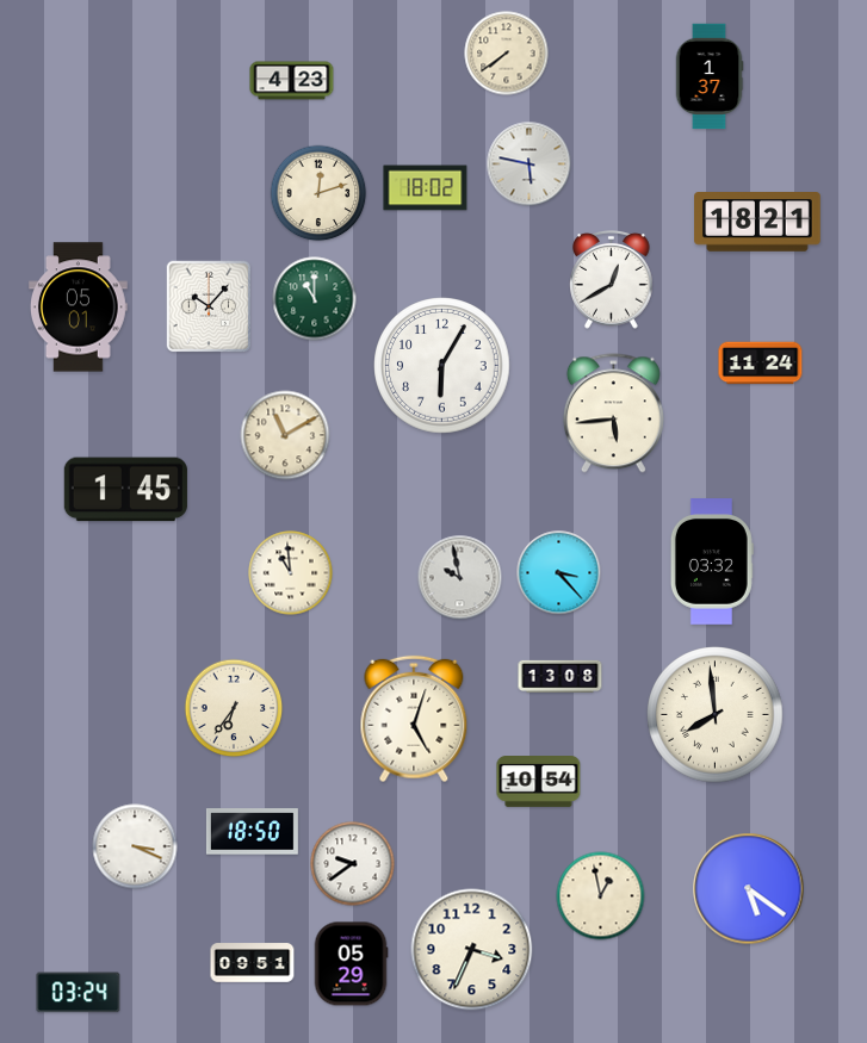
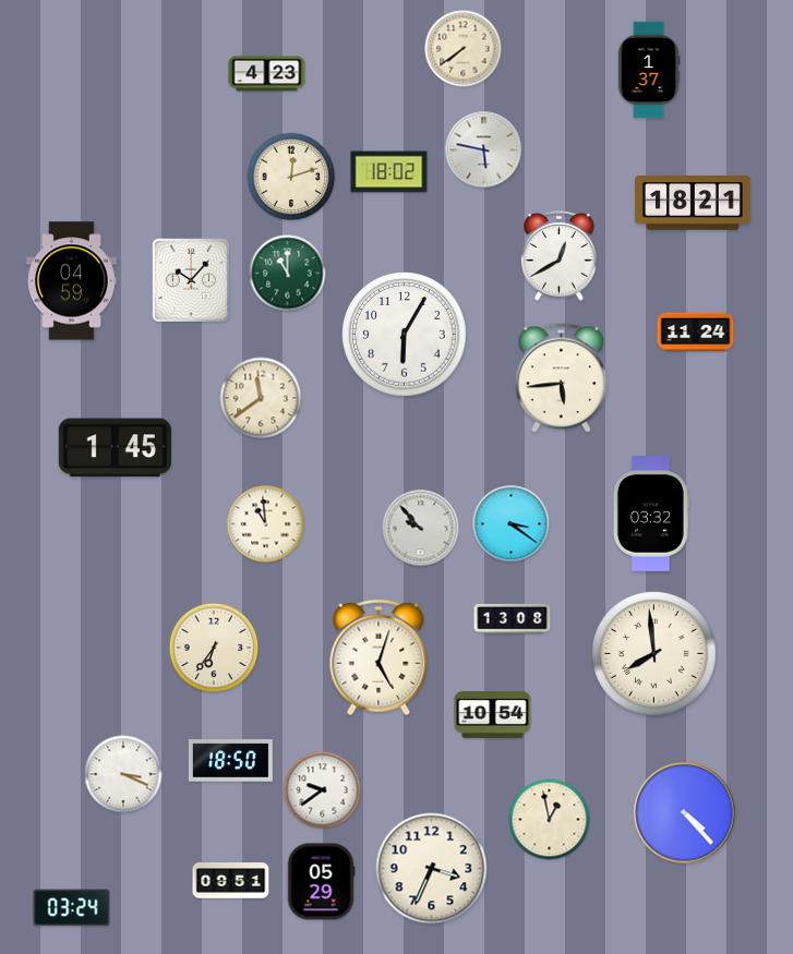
clock at (79, 308): 05:01 -> 04:59
clock at (285, 435): 11:10 -> 11:39
clock at (559, 573): 3:23 -> 3:21
clock at (460, 578): 9:58 -> 9:53
clock at (749, 889): 5:21 -> 4:23
